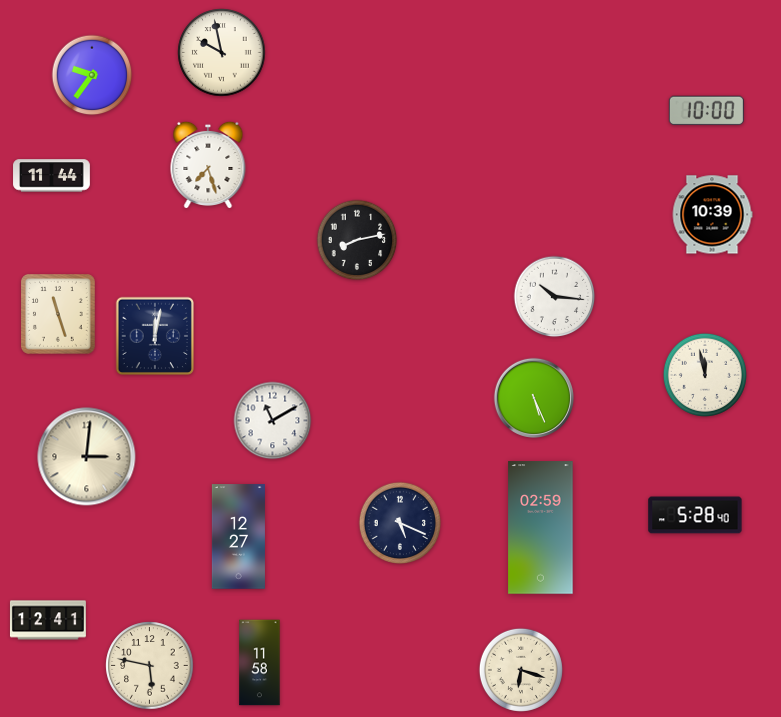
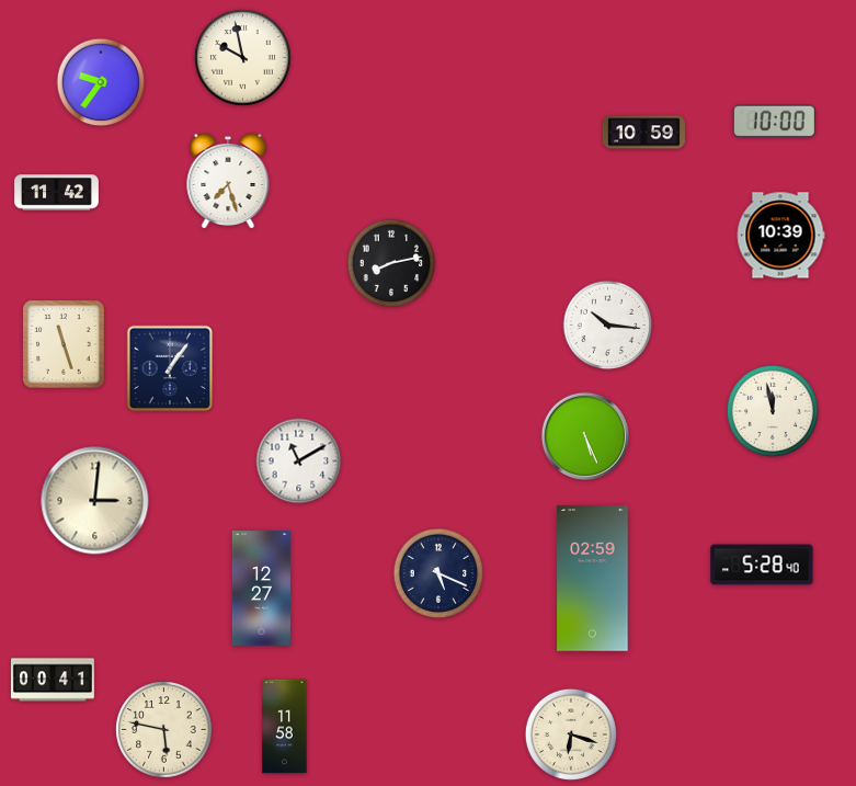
clock at (643, 133): none -> 10:59
clock at (52, 176): 11:44 -> 11:42
clock at (155, 336): 12:02 -> 1:06
clock at (48, 620): 12:41 -> 00:41
